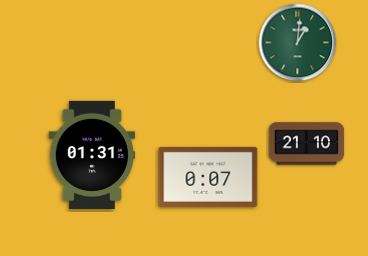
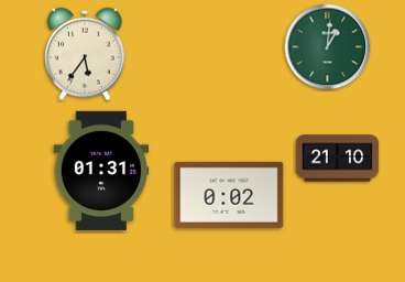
clock at (85, 54): none -> 5:36
clock at (208, 177): 0:07 -> 0:02
